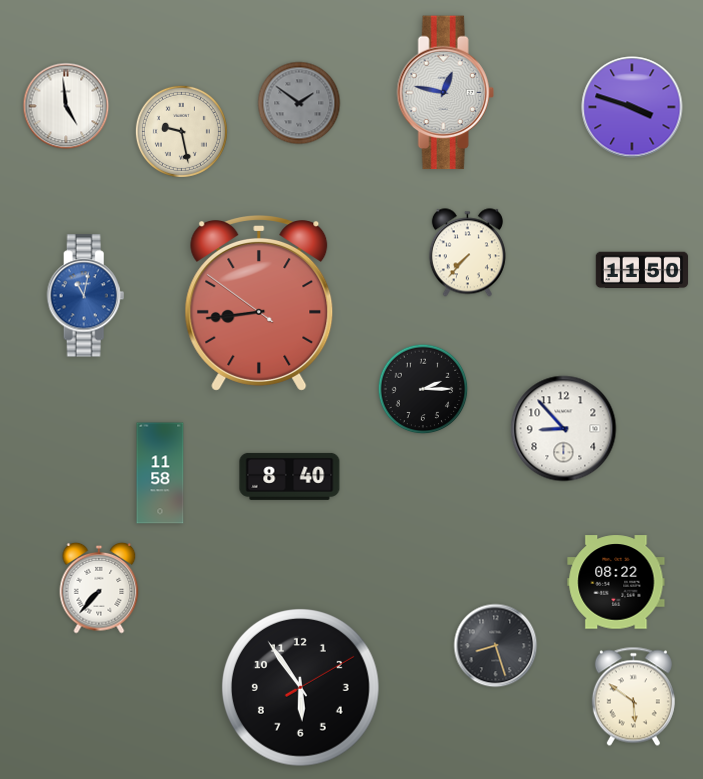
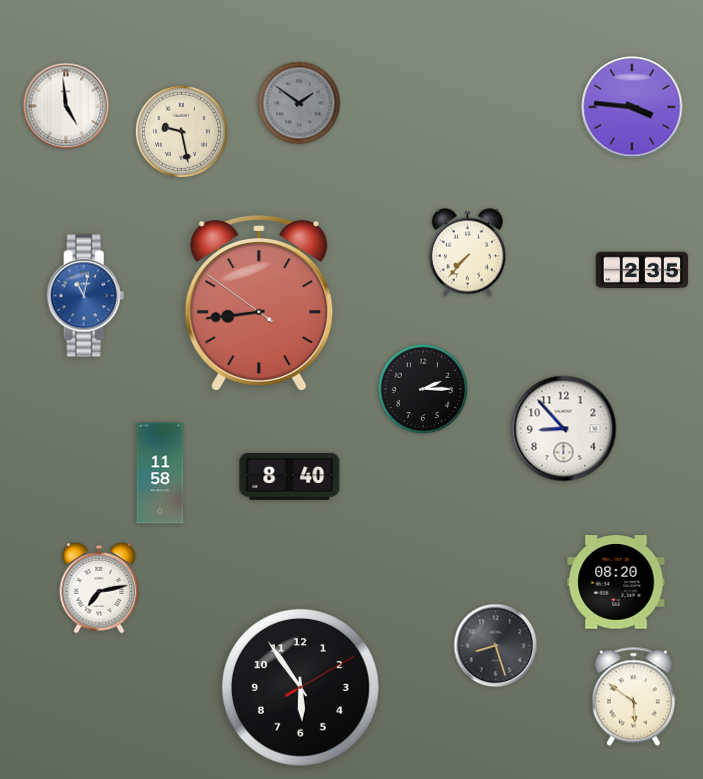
clock at (445, 93): 12:47 -> none
clock at (632, 107): 3:48 -> 3:46
clock at (642, 270): 11:50 -> 2:35
clock at (616, 582): 08:22 -> 08:20
clock at (99, 588): 7:37 -> 7:13
